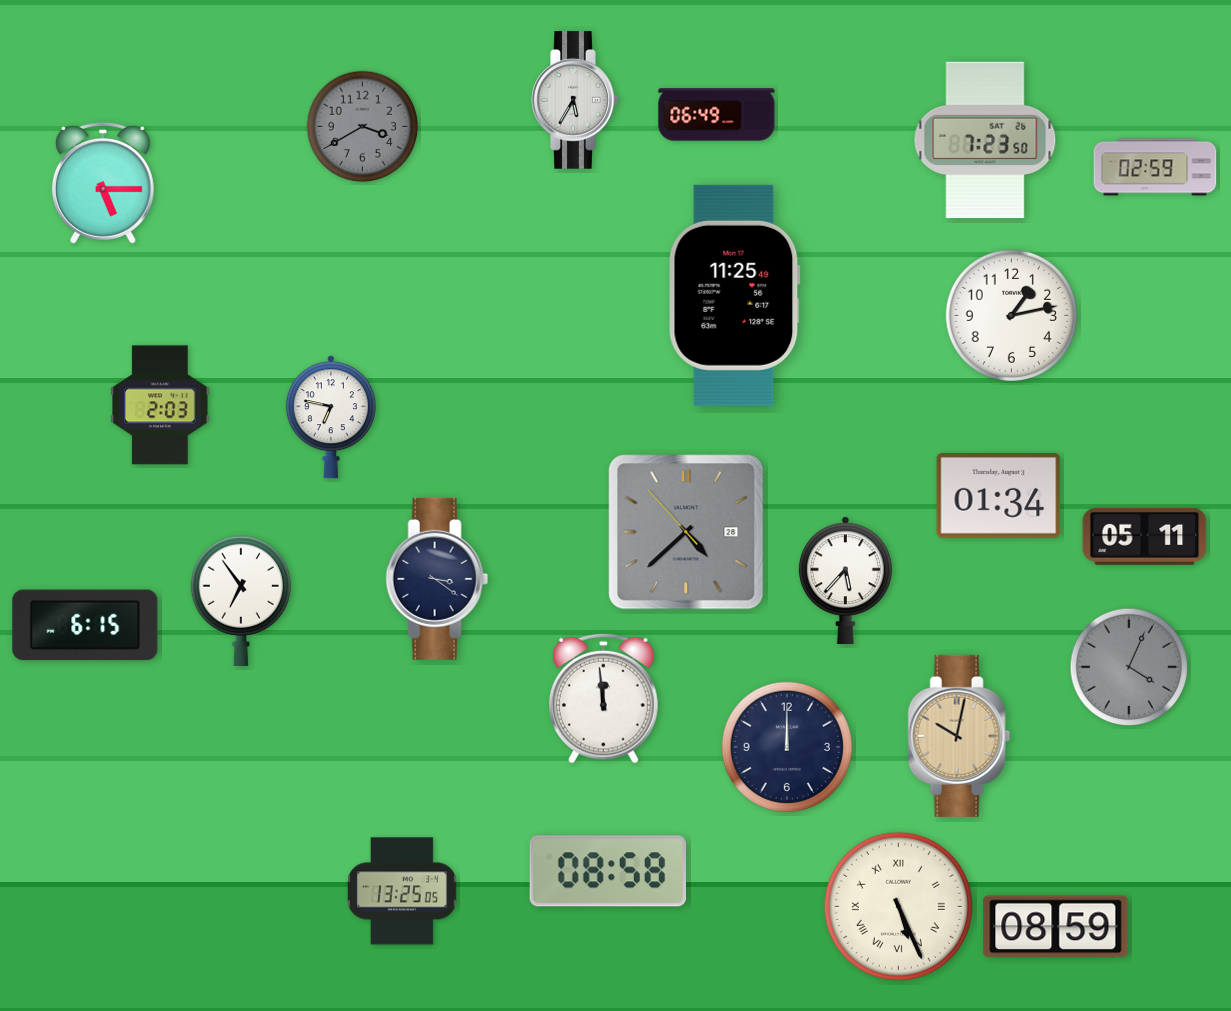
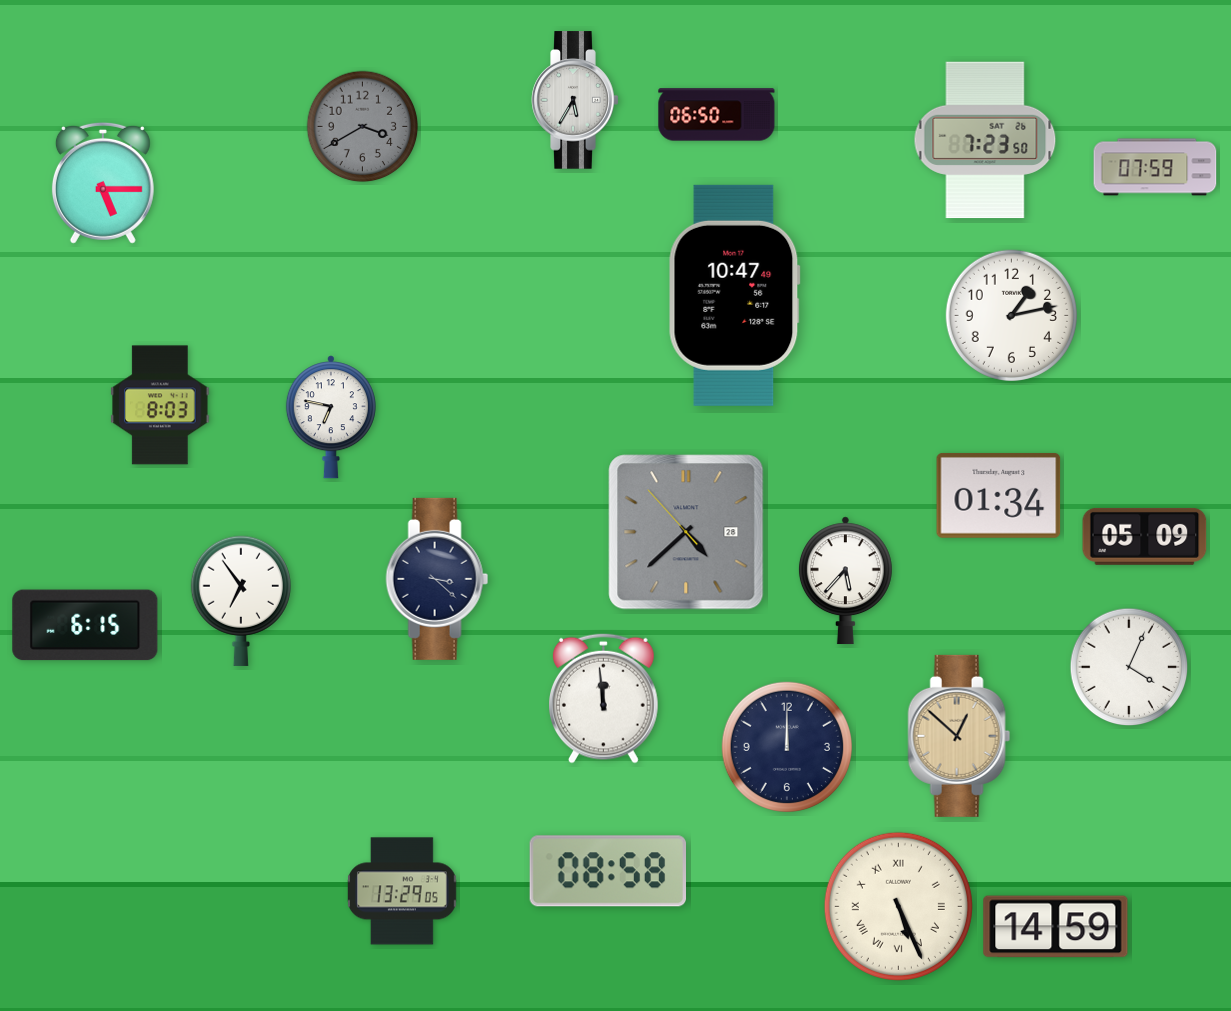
clock at (717, 115): 06:49 -> 06:50
clock at (1155, 167): 02:59 -> 07:59
clock at (734, 295): 11:25 -> 10:47
clock at (160, 405): 2:03 -> 8:03
clock at (1145, 536): 05:11 -> 05:09
clock at (437, 579): 3:21 -> 3:22
clock at (1129, 667) dial: grey -> white
clock at (959, 736): 10:02 -> 12:52
clock at (403, 891): 13:25 -> 13:29
clock at (1056, 927): 08:59 -> 14:59
